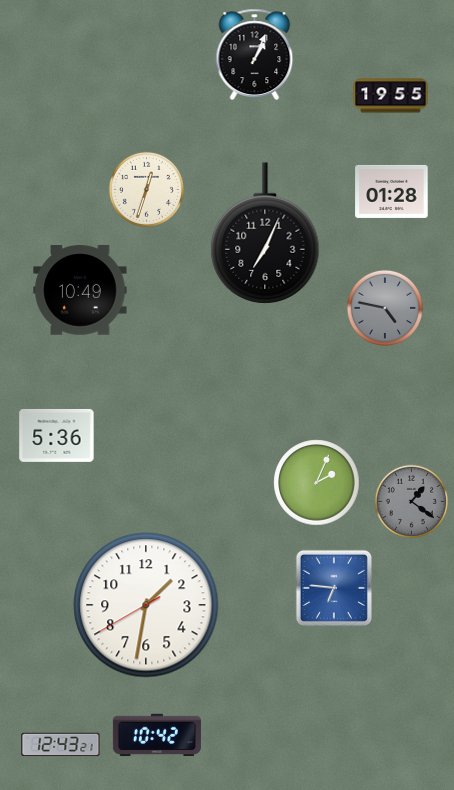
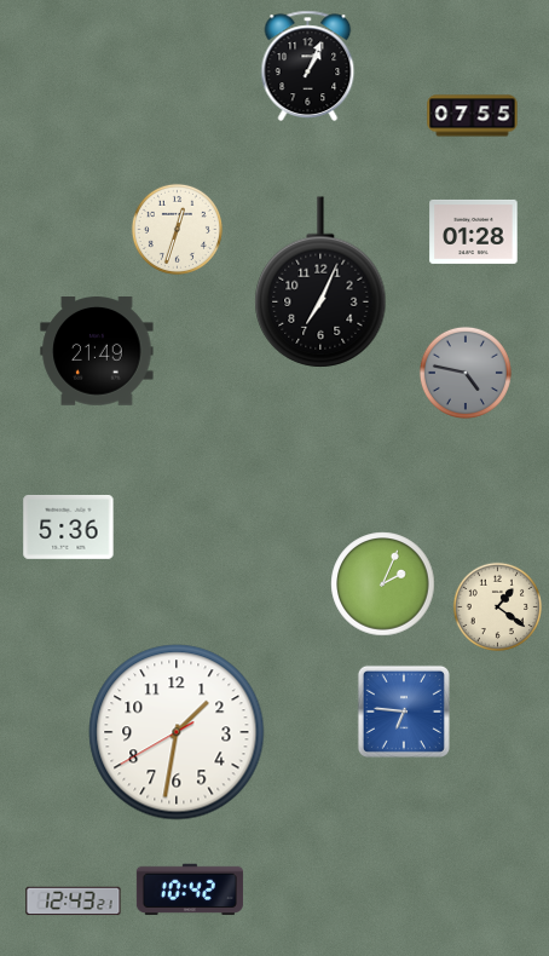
clock at (391, 96): 19:55 -> 07:55
clock at (80, 291): 10:49 -> 21:49
clock at (411, 501) dial: grey -> cream
